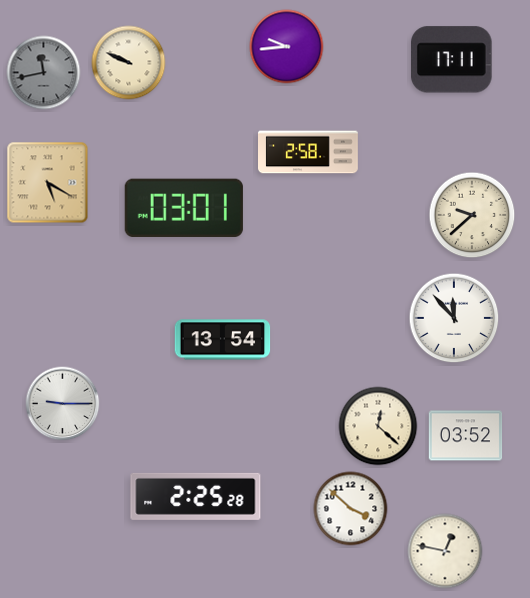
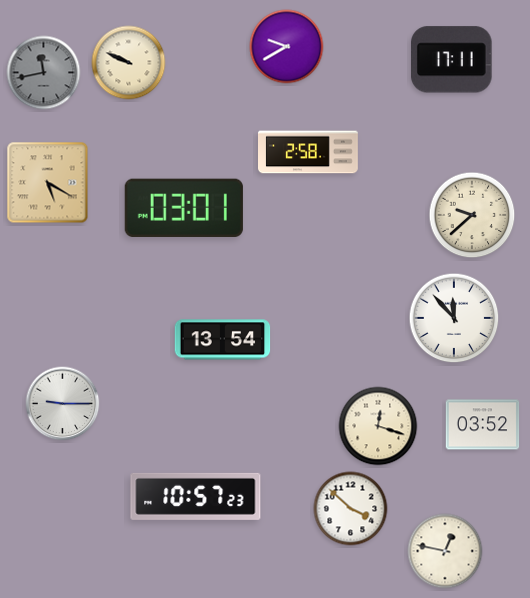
clock at (287, 47): 9:44 -> 9:40
clock at (378, 426): 12:22 -> 12:18
clock at (466, 436) position: (466, 436) -> (483, 425)
clock at (196, 496): 2:25 -> 10:57
